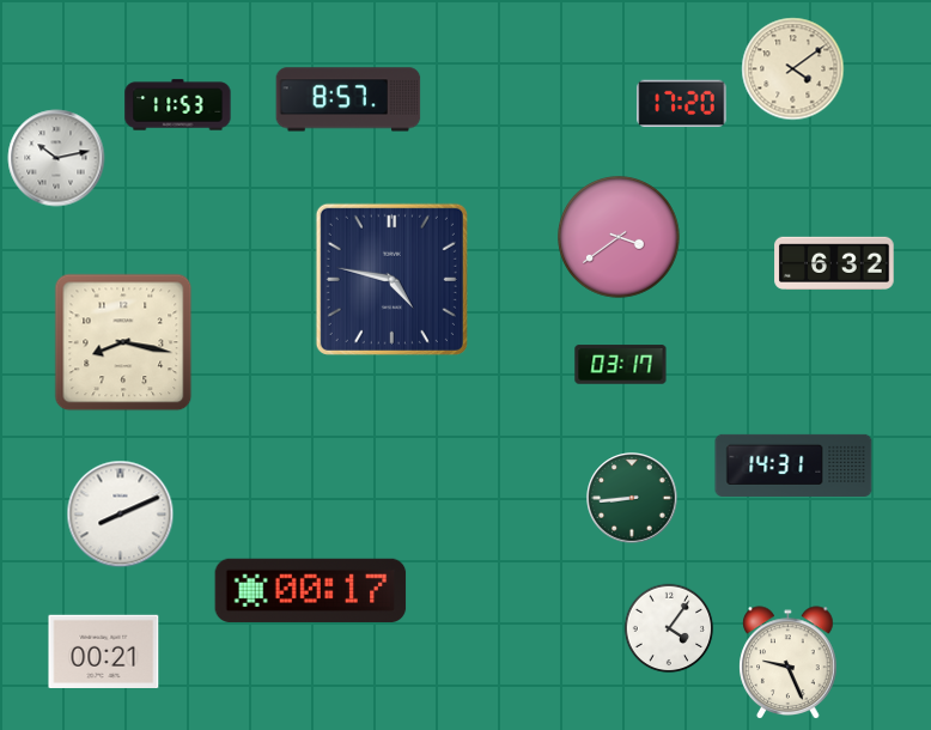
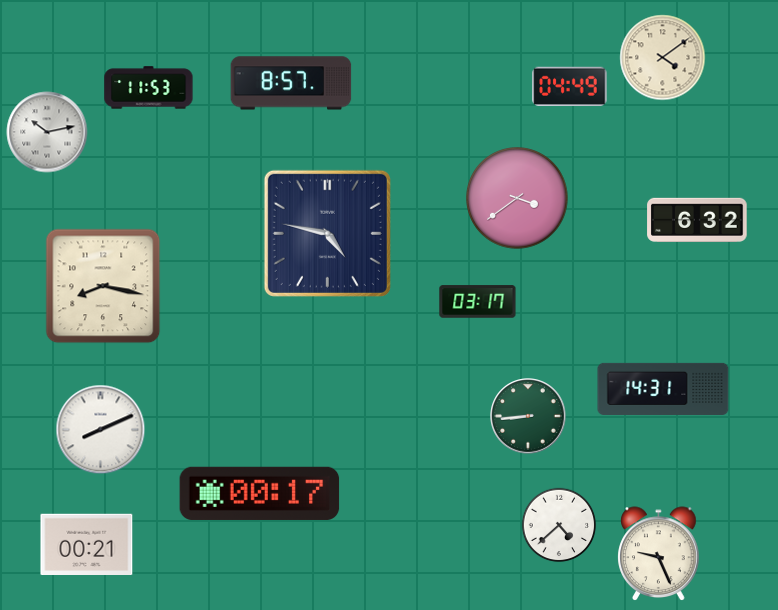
clock at (682, 103): 17:20 -> 04:49
clock at (621, 365) position: (621, 365) -> (478, 302)
clock at (669, 628): 4:06 -> 4:38
